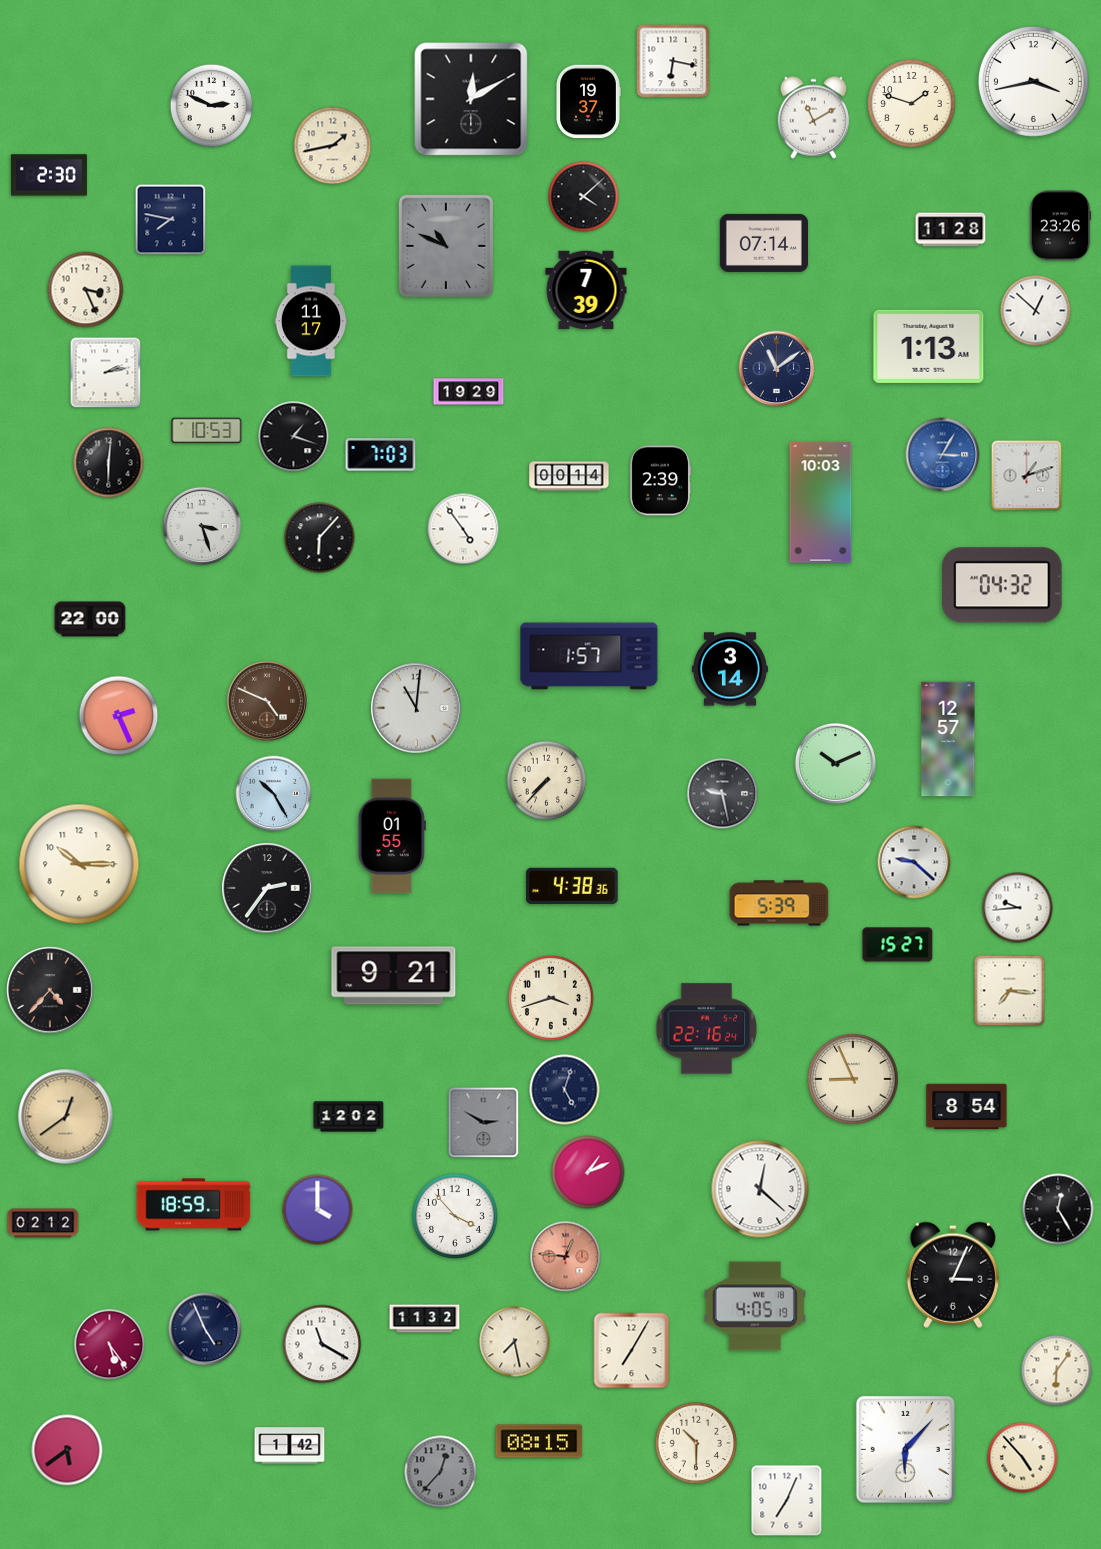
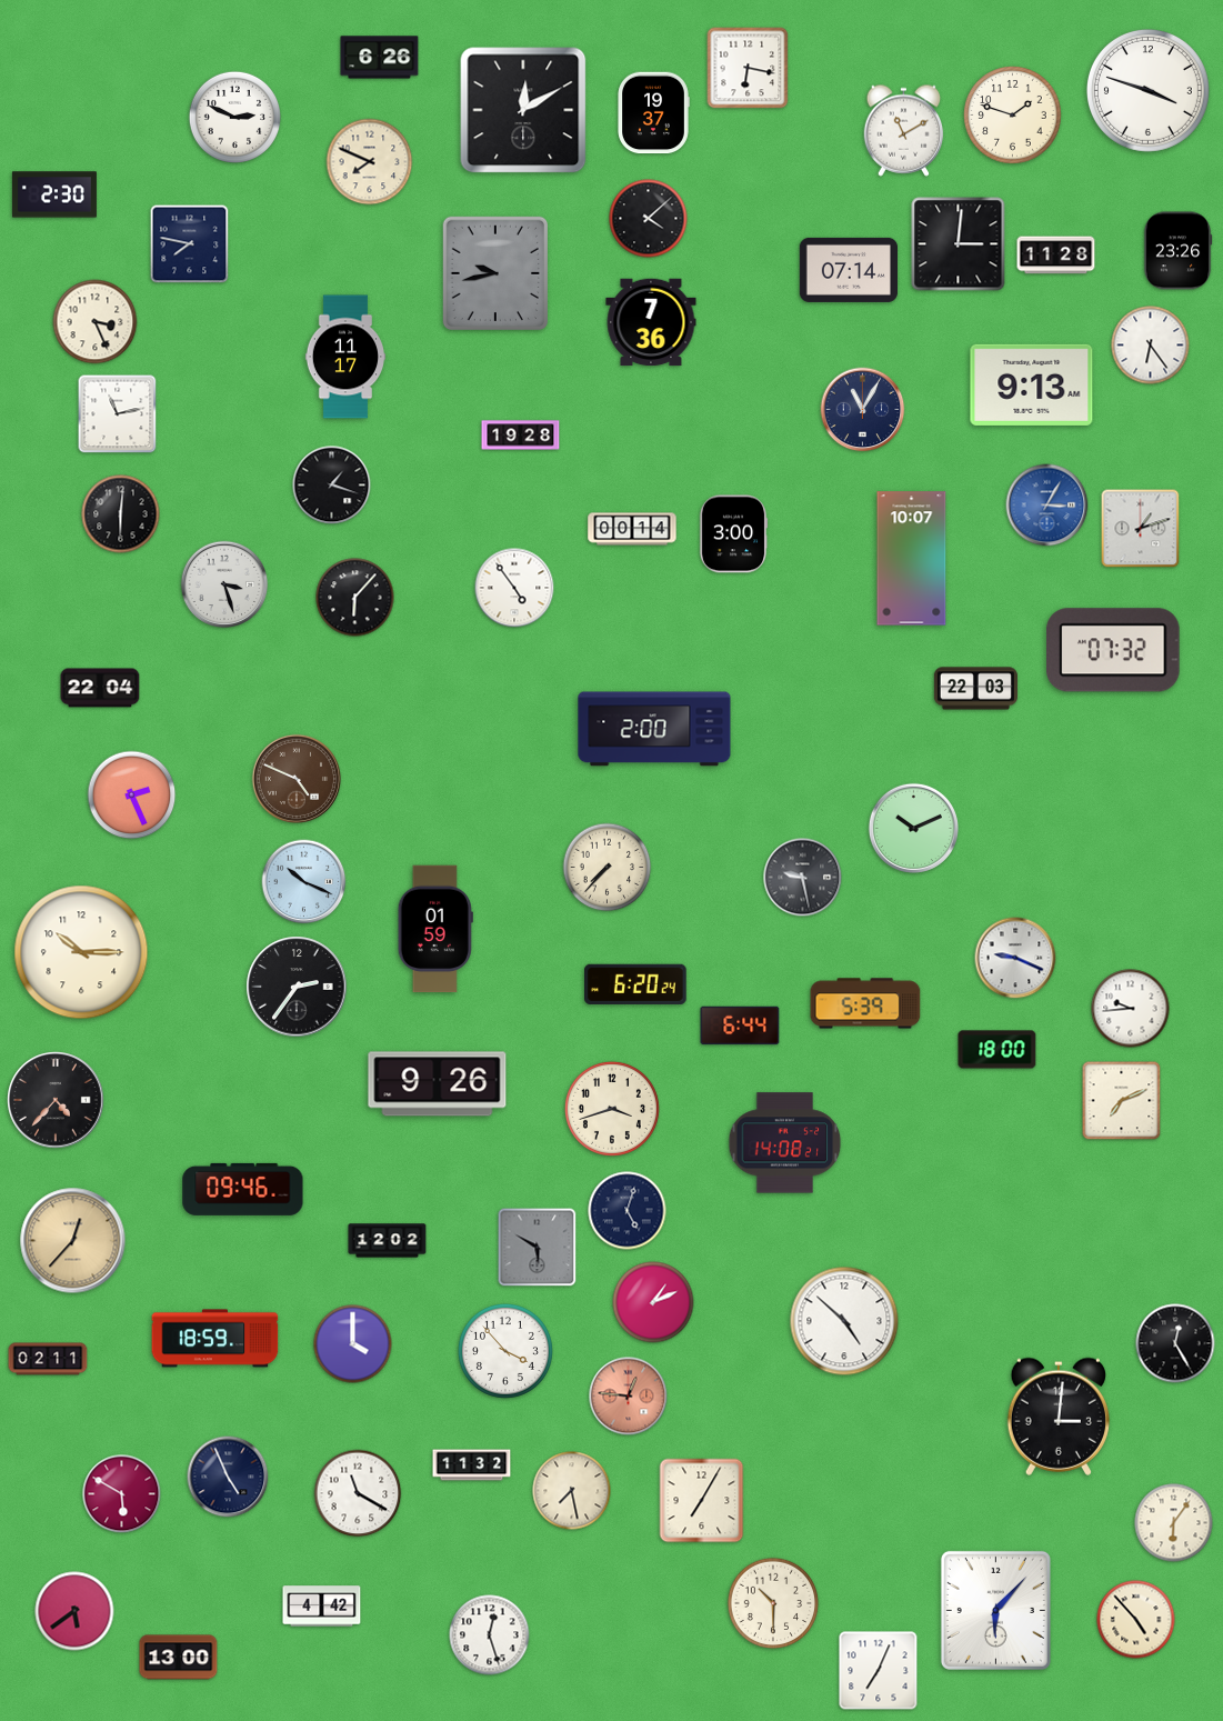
clock at (380, 58): none -> 6:26
clock at (1033, 81): 3:43 -> 3:48
clock at (333, 146): 1:43 -> 7:49
clock at (959, 244): none -> 3:01
clock at (445, 245): 10:49 -> 9:43
clock at (586, 290): 7:39 -> 7:36
clock at (1036, 311): 12:52 -> 6:24
clock at (929, 346): 1:13 -> 9:13
clock at (777, 369): 11:09 -> 11:05
clock at (106, 373): 2:13 -> 11:13
clock at (469, 392): 19:29 -> 19:28
clock at (207, 431): 10:53 -> none
clock at (294, 437) position: (294, 437) -> (332, 486)
clock at (381, 455): 7:03 -> none
clock at (660, 481): 2:39 -> 3:00
clock at (821, 503): 10:03 -> 10:07
clock at (1002, 585): 04:32 -> 07:32
clock at (90, 619): 22:00 -> 22:04
clock at (975, 689): none -> 22:03
clock at (589, 656): 1:57 -> 2:00
clock at (730, 669): 3:14 -> none
clock at (416, 708): 11:01 -> none
clock at (948, 739): 12:57 -> none
clock at (835, 763) position: (835, 763) -> (913, 828)
clock at (274, 794): 10:25 -> 10:19
clock at (723, 794) position: (723, 794) -> (803, 878)
clock at (392, 836): 01:55 -> 01:59
clock at (914, 862): 9:22 -> 9:19
clock at (79, 864) position: (79, 864) -> (81, 952)
clock at (572, 886): 4:38 -> 6:20
clock at (740, 1025): none -> 6:44
clock at (898, 945): 15:27 -> 18:00
clock at (394, 976): 9:21 -> 9:26
clock at (1010, 991): 7:16 -> 7:11
clock at (707, 1029): 22:16 -> 14:08
clock at (243, 1189): none -> 09:46
clock at (853, 1079): 8:56 -> none
clock at (967, 1107): 8:54 -> none
clock at (66, 1117): 12:39 -> 12:37
clock at (484, 1123): 2:50 -> 5:50
clock at (760, 1189): 12:22 -> 4:52
clock at (43, 1223): 02:12 -> 02:11
clock at (953, 1275): 3:04 -> 3:01
clock at (755, 1306): 4:05 -> none
clock at (110, 1345): 5:24 -> 5:50
clock at (539, 1441): 08:15 -> none
clock at (290, 1446): 1:42 -> 4:42
clock at (905, 1449) position: (905, 1449) -> (995, 1610)
clock at (441, 1472): 12:37 -> 12:27
clock at (441, 1472) dial: grey -> white
clock at (179, 1658): none -> 13:00
clock at (787, 1501) position: (787, 1501) -> (879, 1671)
